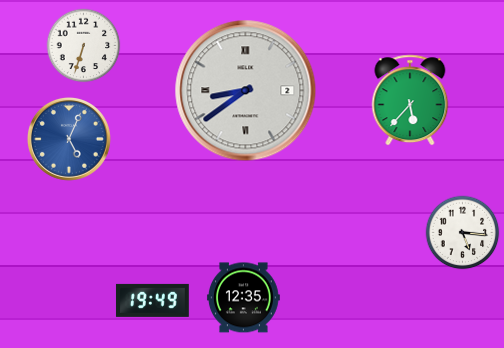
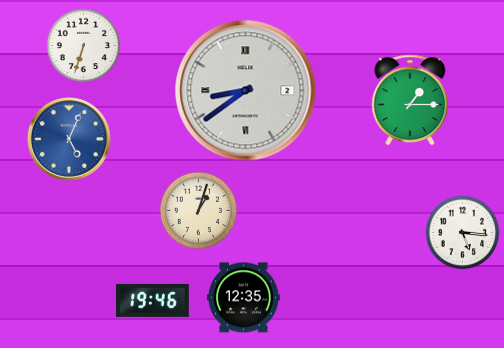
clock at (410, 100): 5:37 -> 1:15
clock at (199, 211): none -> 1:03
clock at (152, 300): 19:49 -> 19:46
